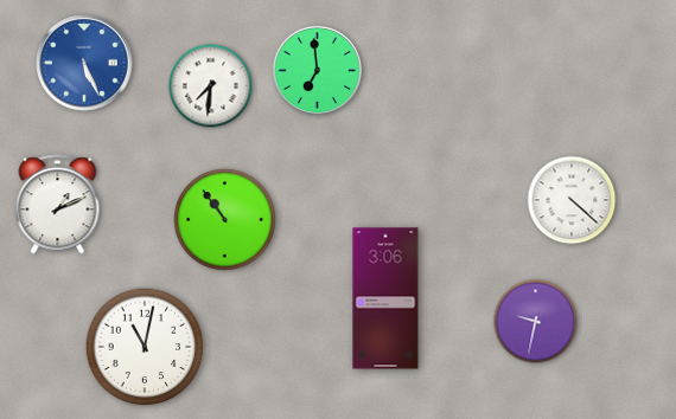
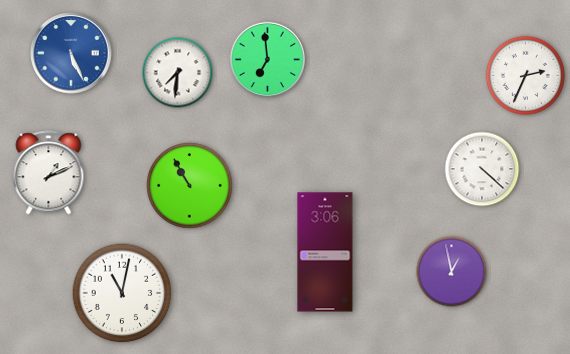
clock at (525, 75): none -> 2:34
clock at (225, 220): 10:54 -> 10:55
clock at (536, 322): 9:32 -> 12:58
